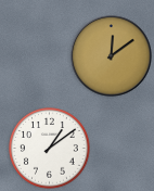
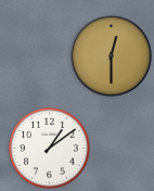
clock at (112, 56): 12:09 -> 12:30
